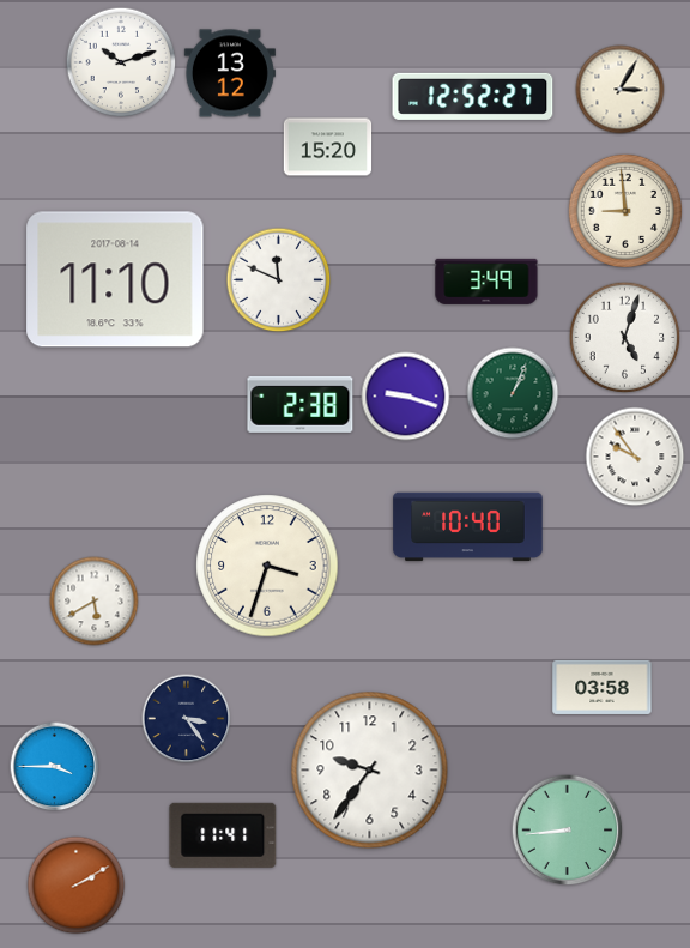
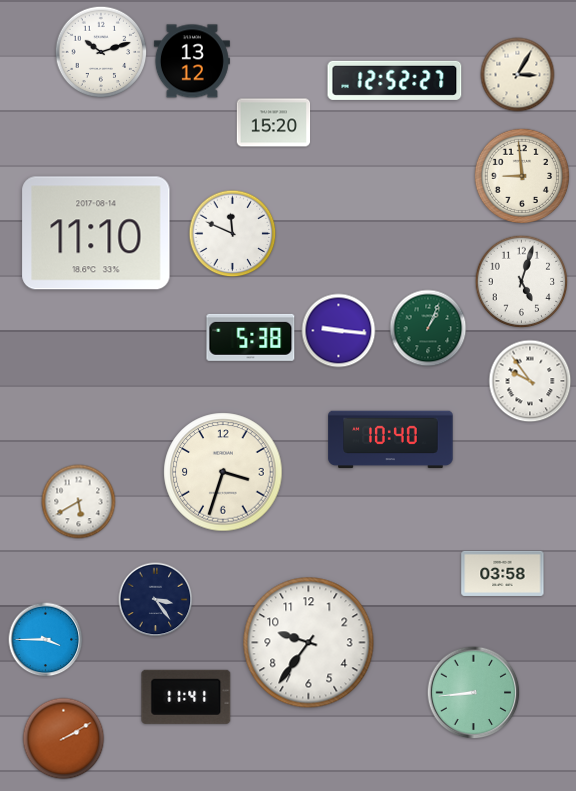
clock at (486, 282): 3:49 -> none
clock at (406, 397): 9:18 -> 9:16
clock at (301, 404): 2:38 -> 5:38
